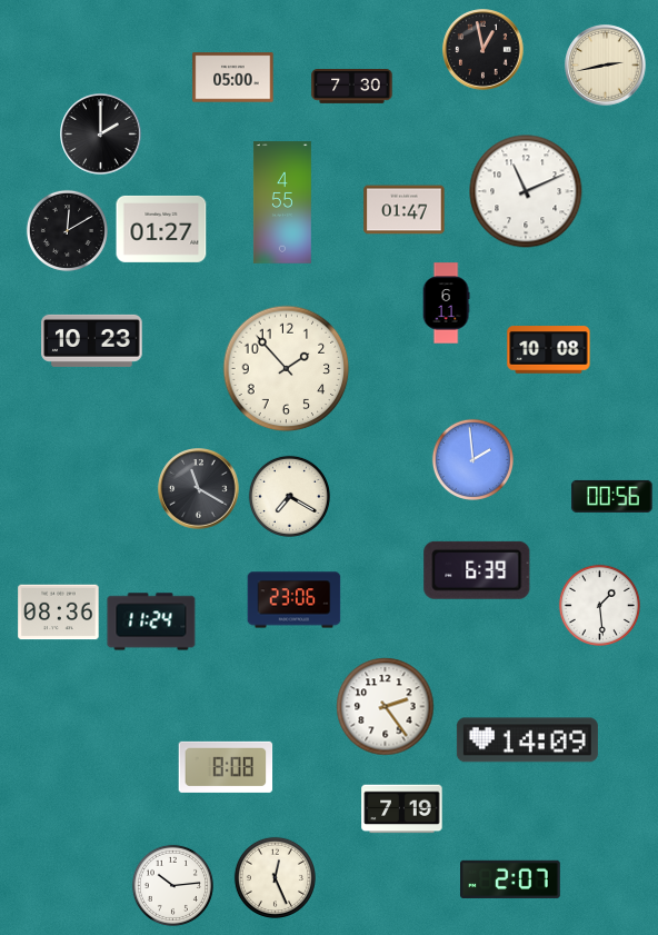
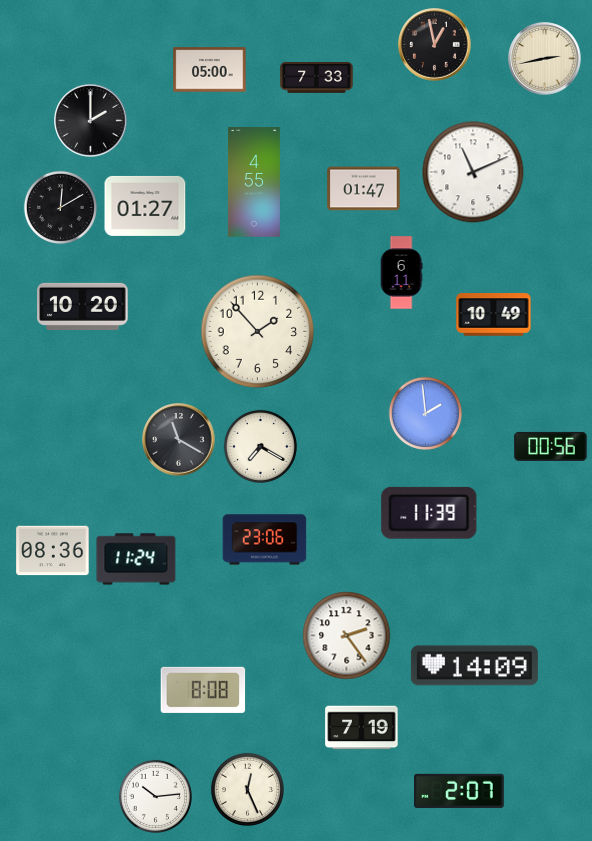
clock at (352, 87): 7:30 -> 7:33
clock at (92, 340): 10:23 -> 10:20
clock at (549, 350): 10:08 -> 10:49
clock at (477, 570): 6:39 -> 11:39
clock at (599, 605): 1:29 -> none
